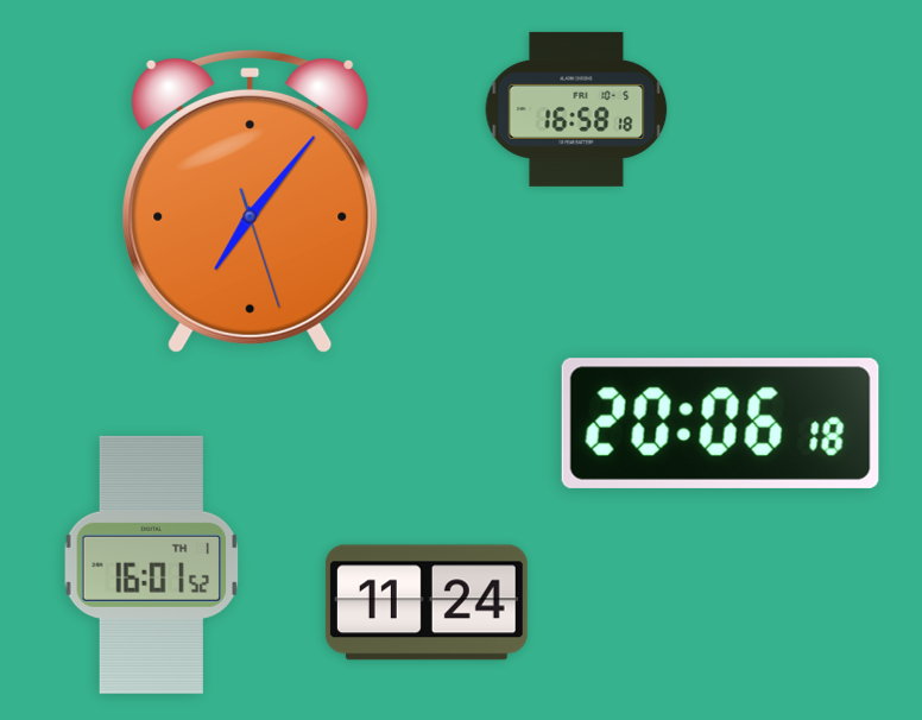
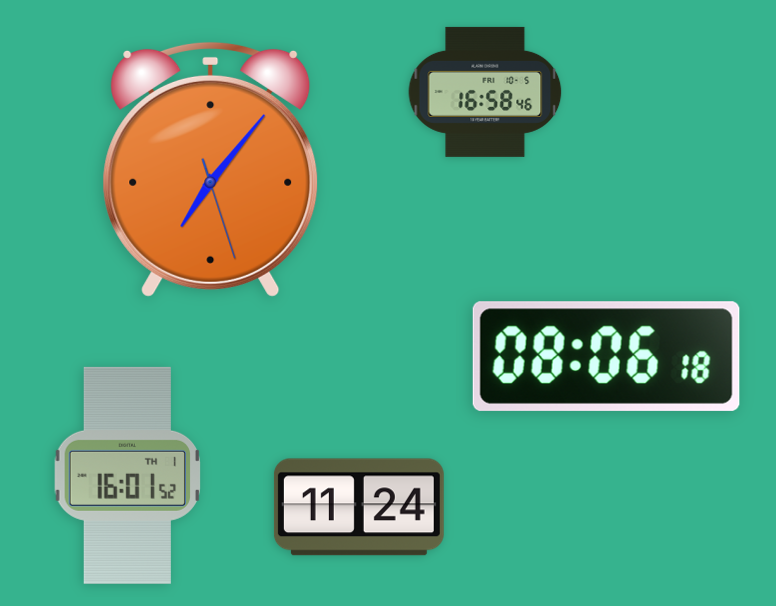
clock at (576, 109): 16:58:18 -> 16:58:46
clock at (720, 423): 20:06 -> 08:06
